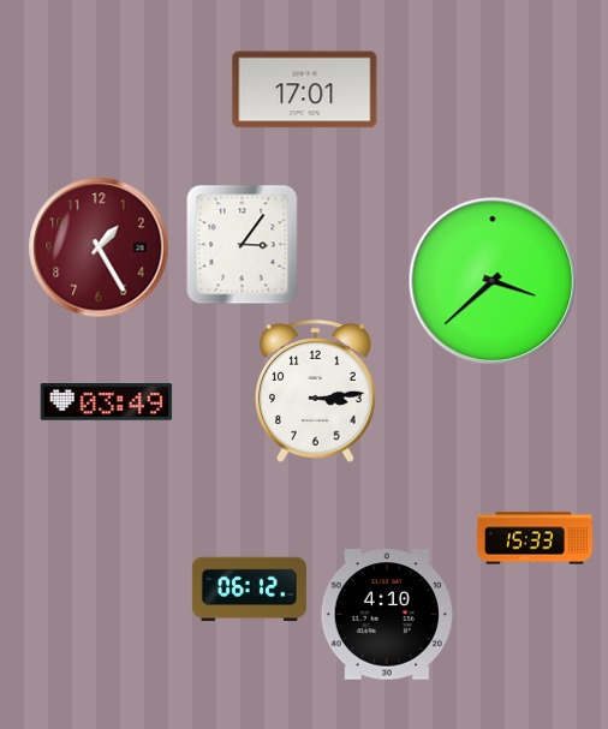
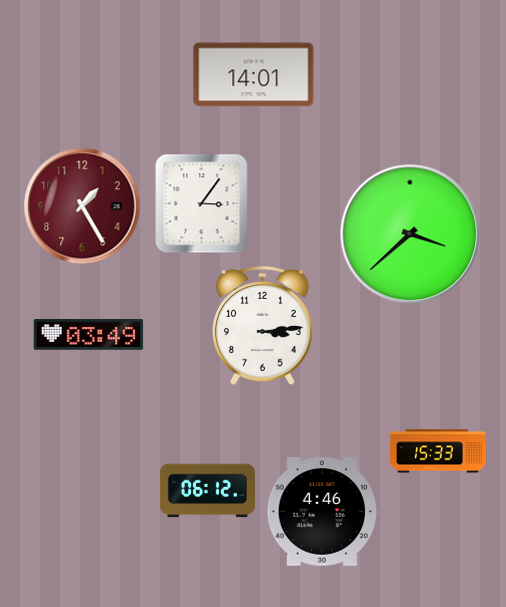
clock at (305, 90): 17:01 -> 14:01
clock at (535, 538) position: (535, 538) -> (438, 451)
clock at (387, 615): 4:10 -> 4:46
